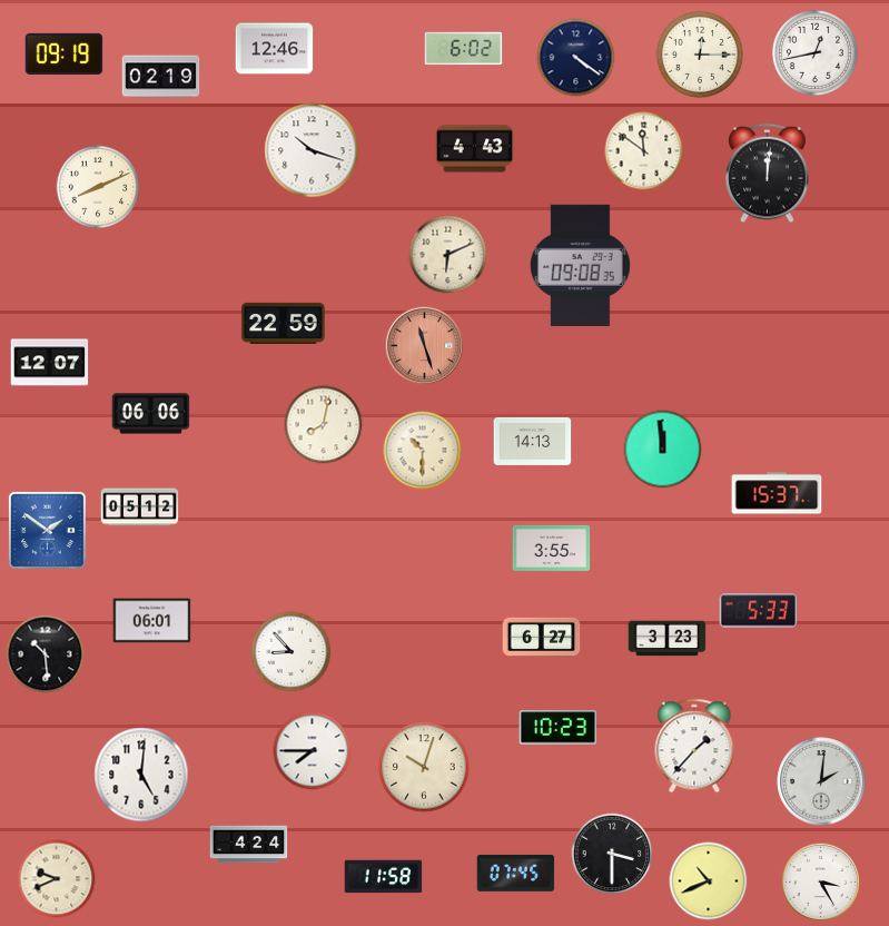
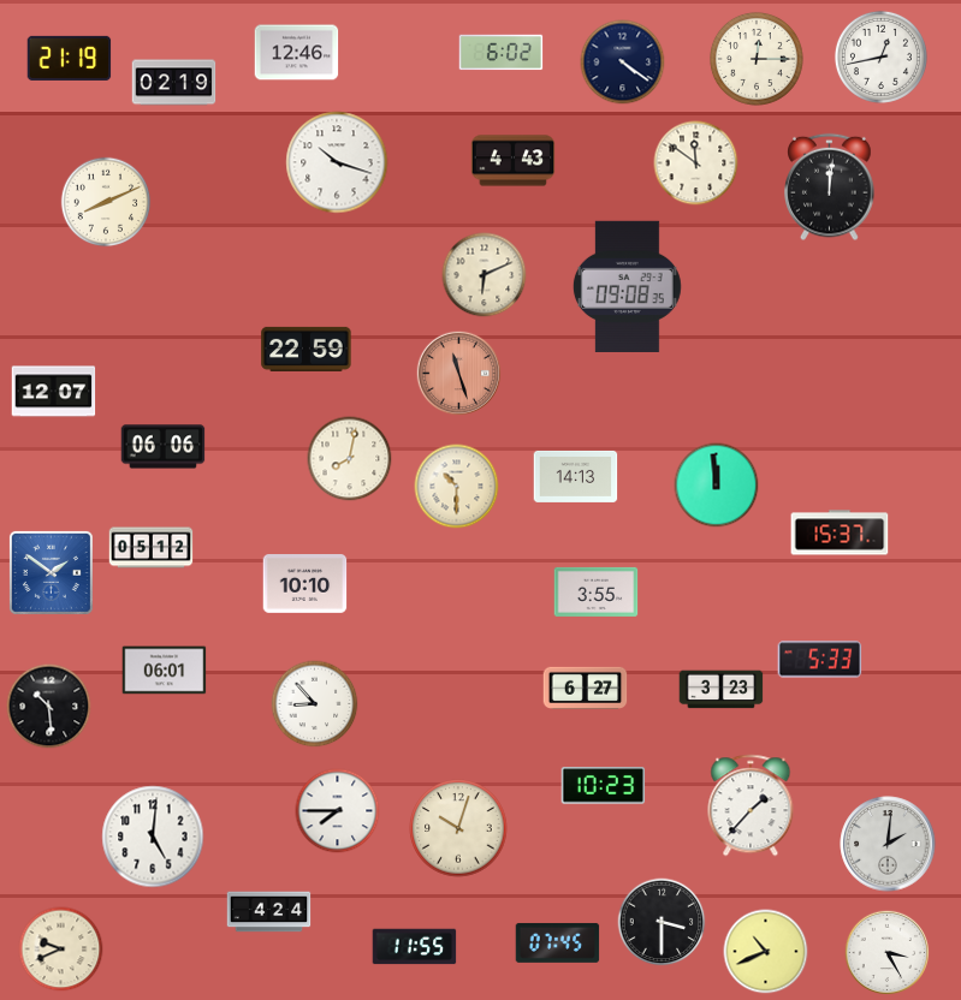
clock at (65, 53): 09:19 -> 21:19
clock at (305, 584): none -> 10:10
clock at (384, 877): 11:58 -> 11:55
